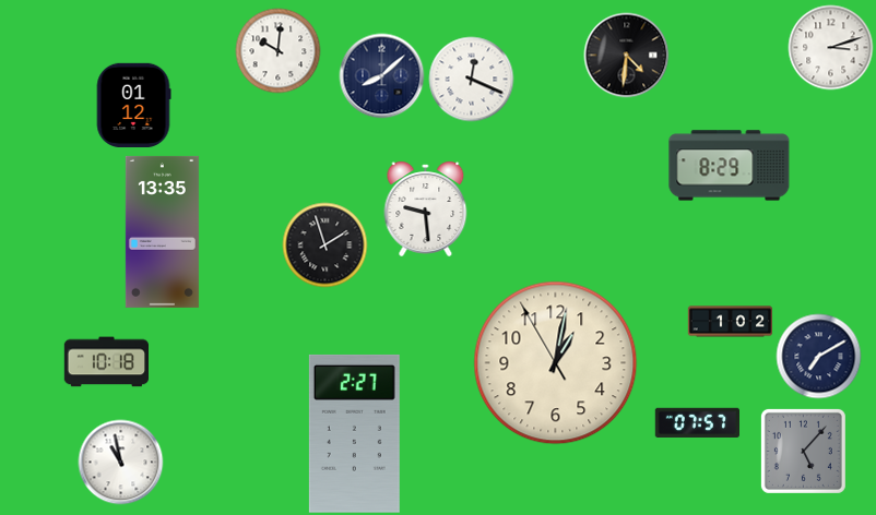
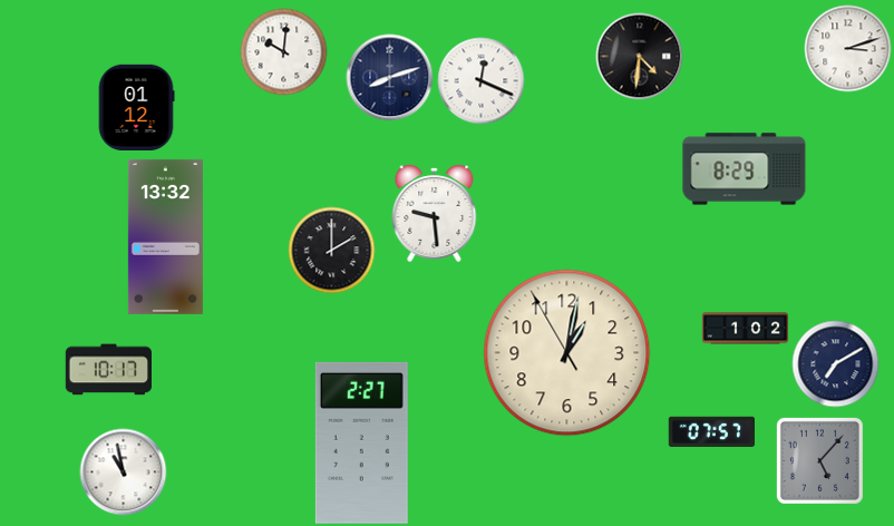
clock at (381, 75): 8:08 -> 8:12
clock at (162, 231): 13:35 -> 13:32
clock at (324, 244): 1:57 -> 2:00
clock at (106, 362): 10:18 -> 10:17
clock at (556, 363) position: (556, 363) -> (567, 353)
